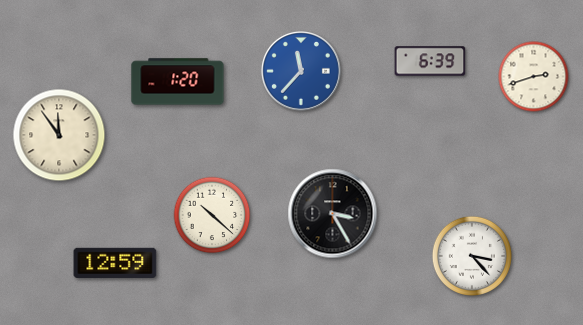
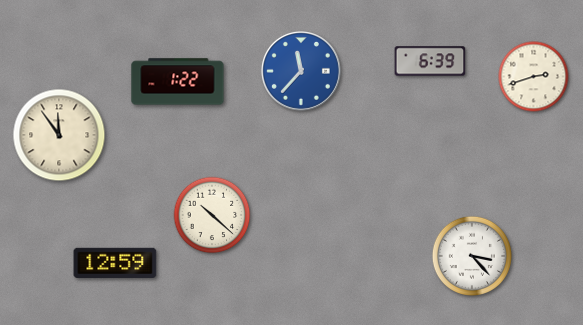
clock at (178, 82): 1:20 -> 1:22
clock at (333, 214): 3:25 -> none
